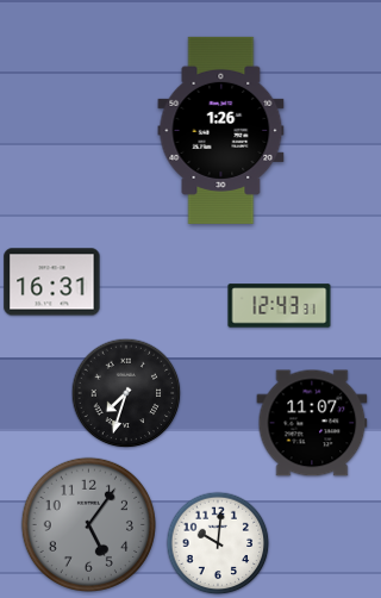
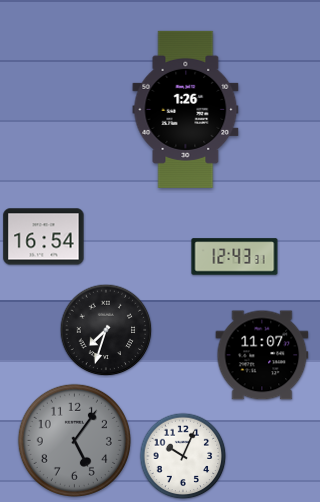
clock at (52, 282): 16:31 -> 16:54
clock at (218, 543): 10:01 -> 10:04
